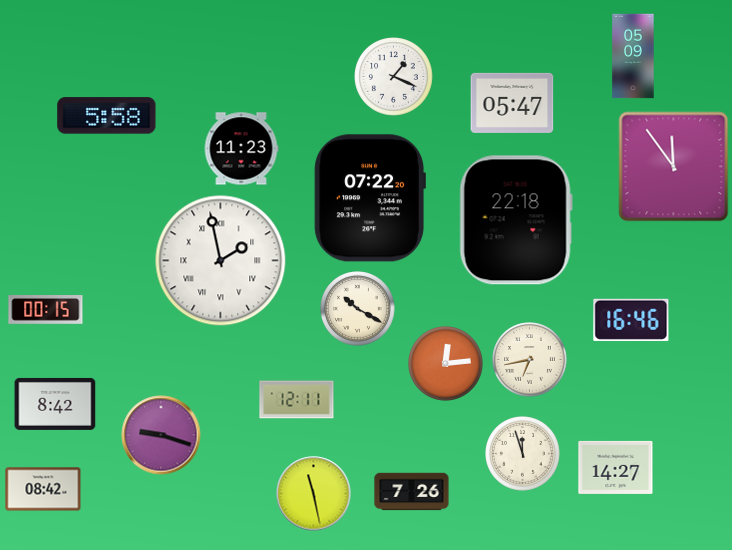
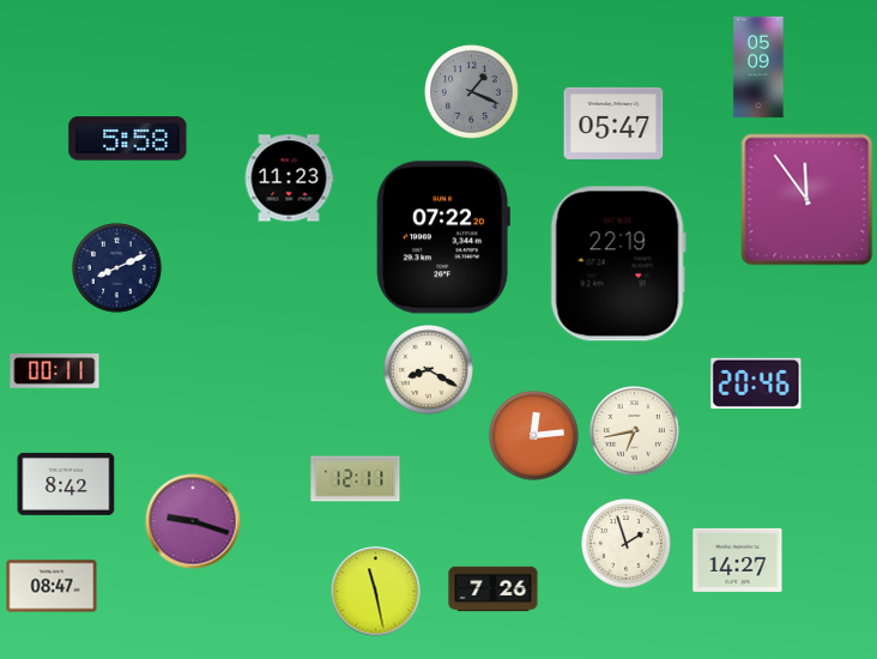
clock at (394, 77) dial: white -> grey
clock at (516, 220): 22:18 -> 22:19
clock at (117, 268): none -> 8:11
clock at (221, 261): 1:58 -> none
clock at (358, 309): 10:20 -> 8:20
clock at (46, 310): 00:15 -> 00:11
clock at (631, 320): 16:46 -> 20:46
clock at (523, 454): 11:57 -> 1:57
clock at (43, 489): 08:42 -> 08:47
